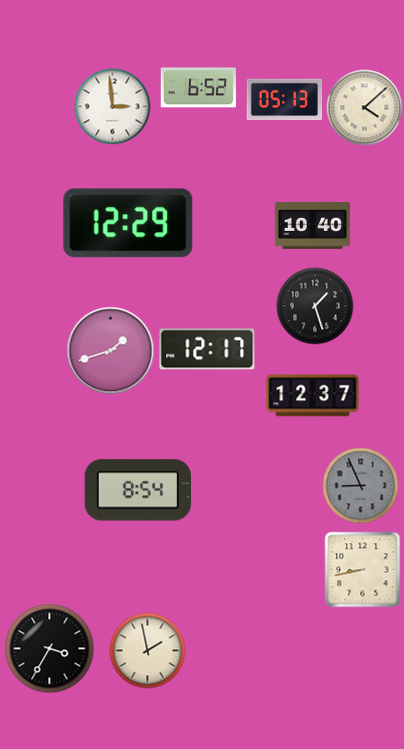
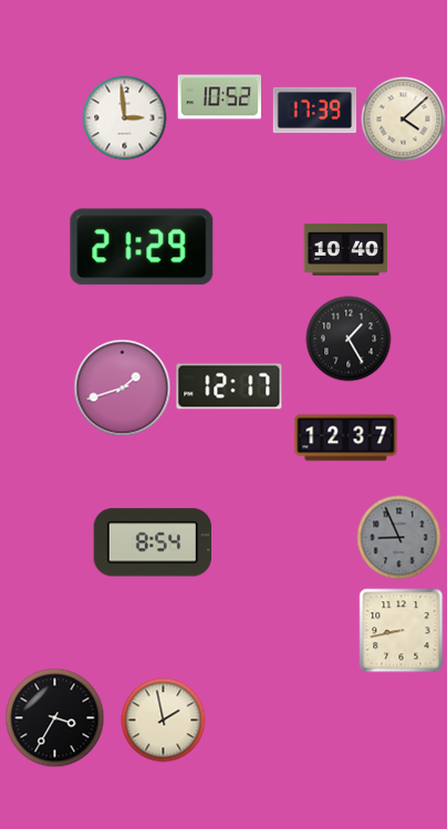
clock at (199, 88): 6:52 -> 10:52
clock at (285, 100): 05:13 -> 17:39
clock at (128, 223): 12:29 -> 21:29
clock at (315, 306): 1:27 -> 1:25
